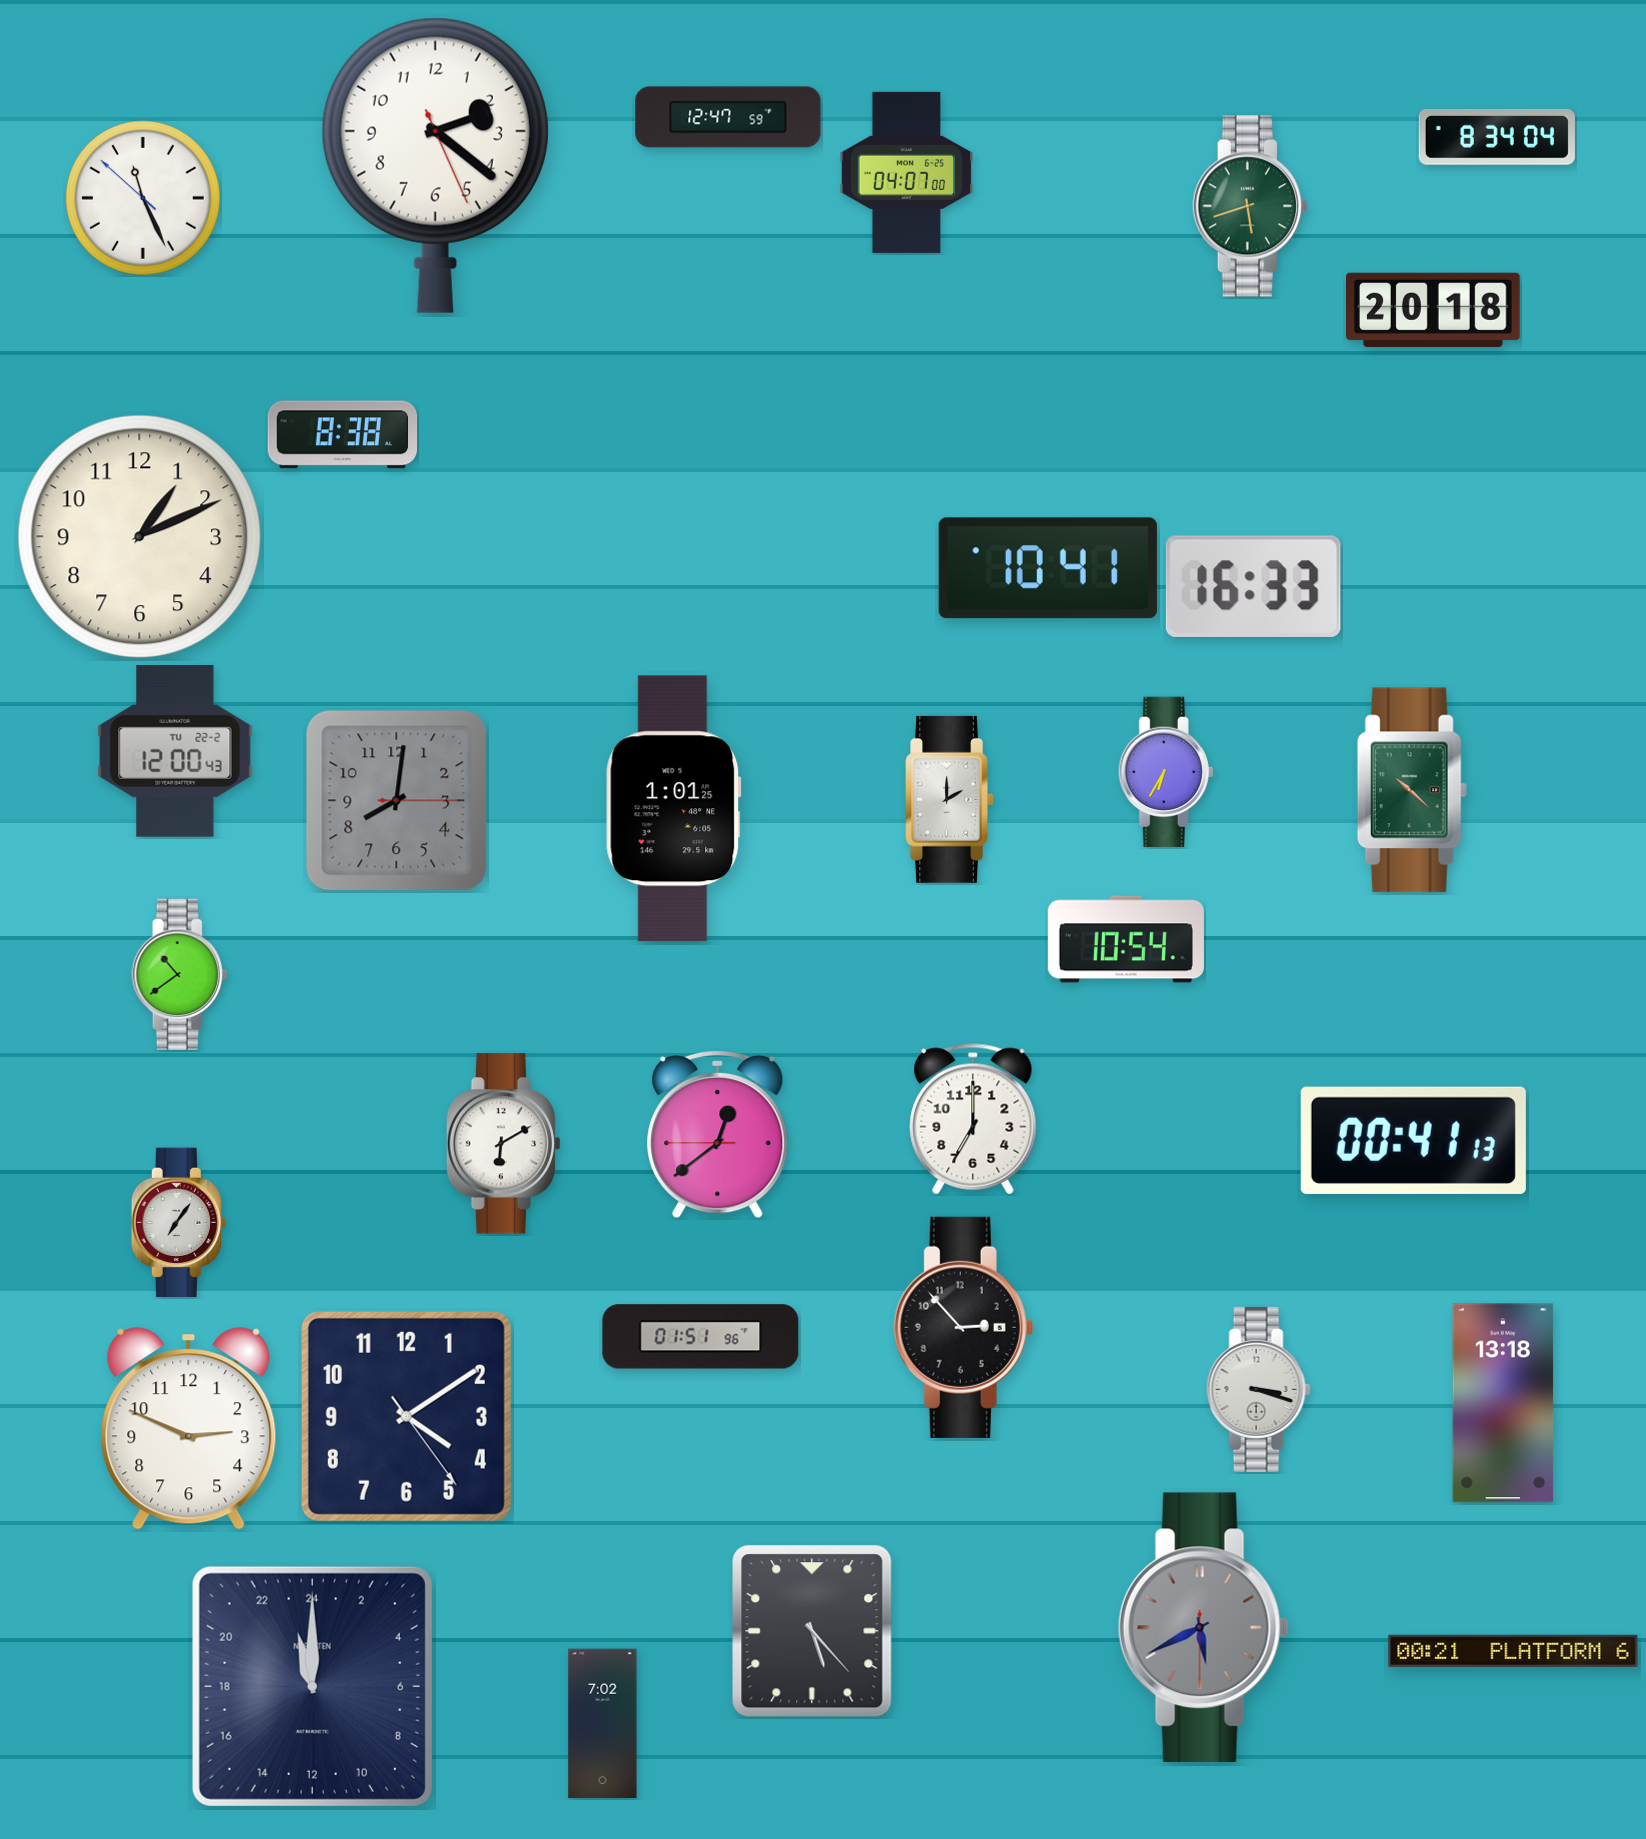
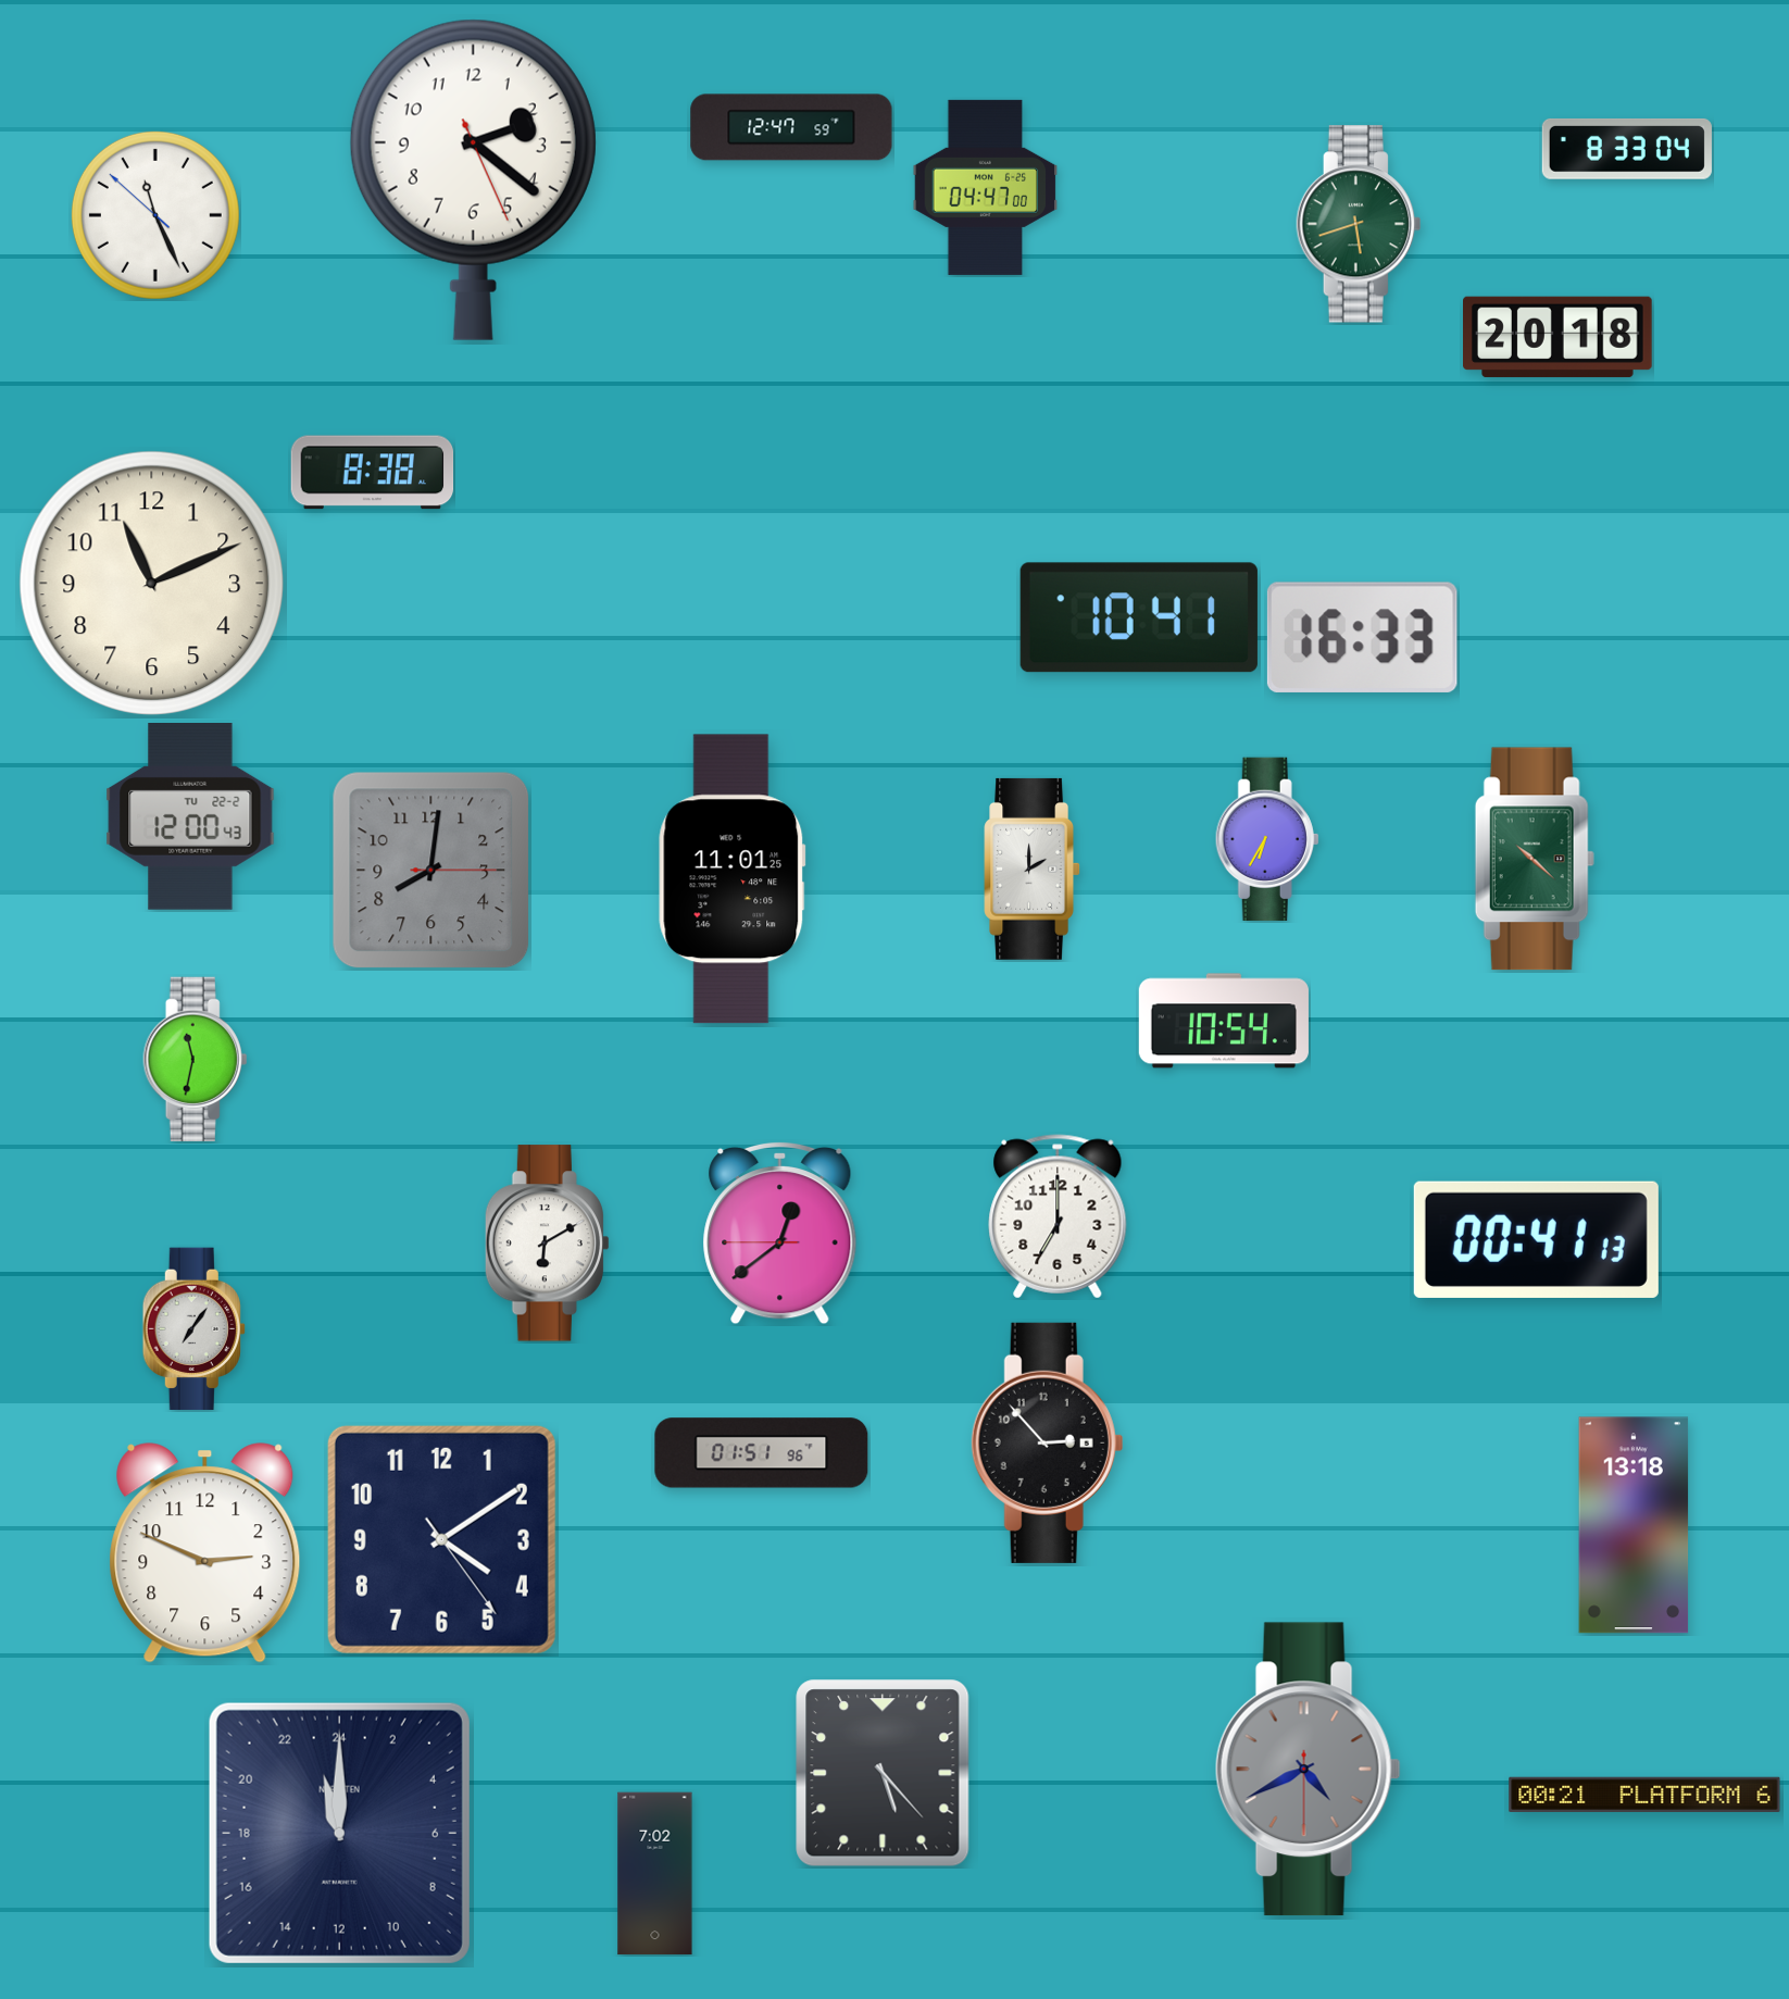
clock at (1497, 137): 8:34 -> 8:33
clock at (907, 172): 04:07 -> 04:47
clock at (140, 537): 1:11 -> 11:11
clock at (674, 809): 1:01 -> 11:01
clock at (180, 974): 10:39 -> 11:32
clock at (1258, 1389): 3:18 -> none
clock at (1203, 1628): 5:40 -> 4:40
